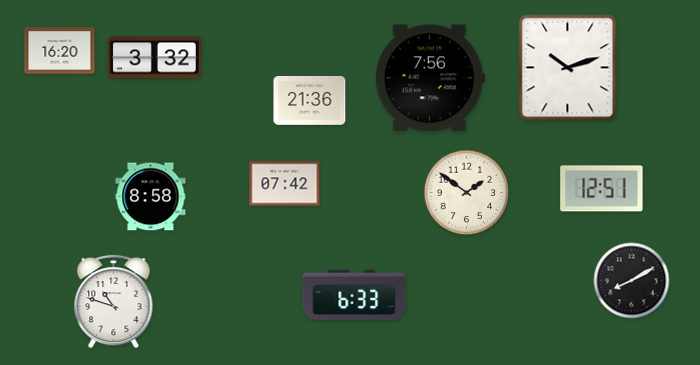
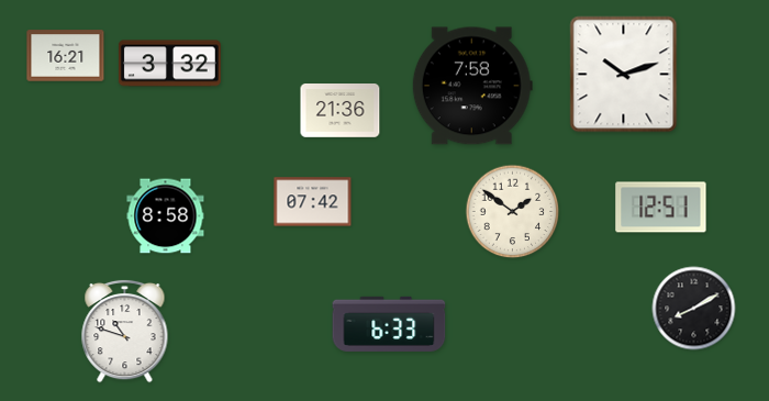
clock at (60, 51): 16:20 -> 16:21
clock at (430, 78): 7:56 -> 7:58
